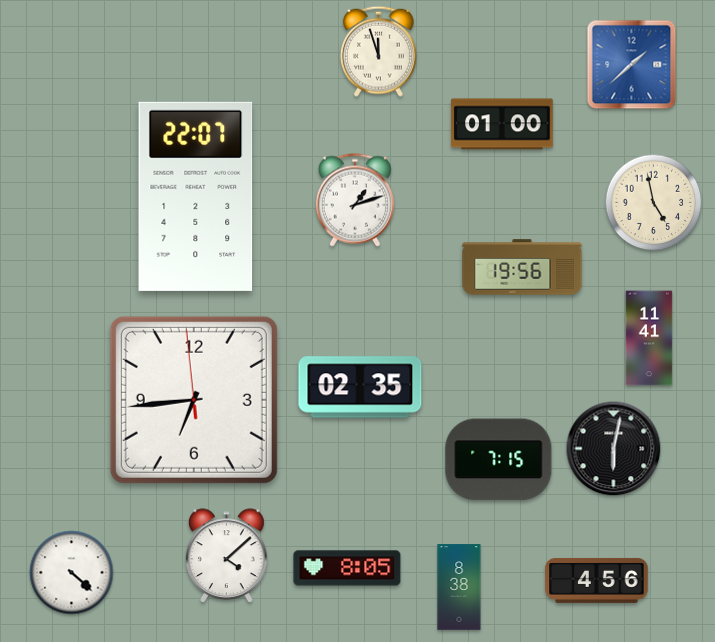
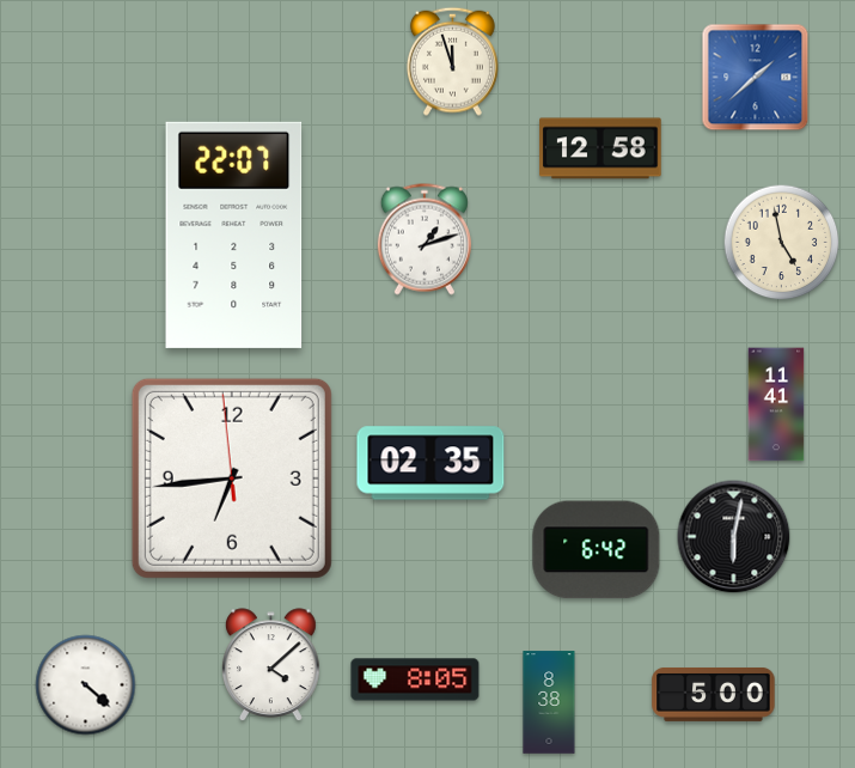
clock at (502, 124): 01:00 -> 12:58
clock at (522, 267): 19:56 -> none
clock at (499, 460): 7:15 -> 6:42
clock at (597, 580): 4:56 -> 5:00
